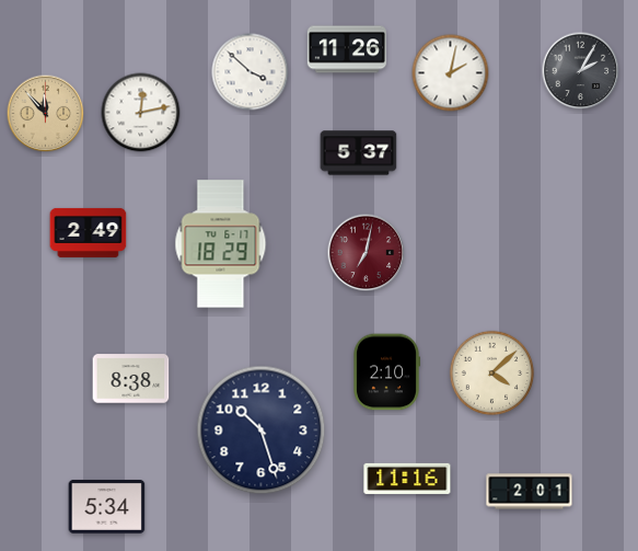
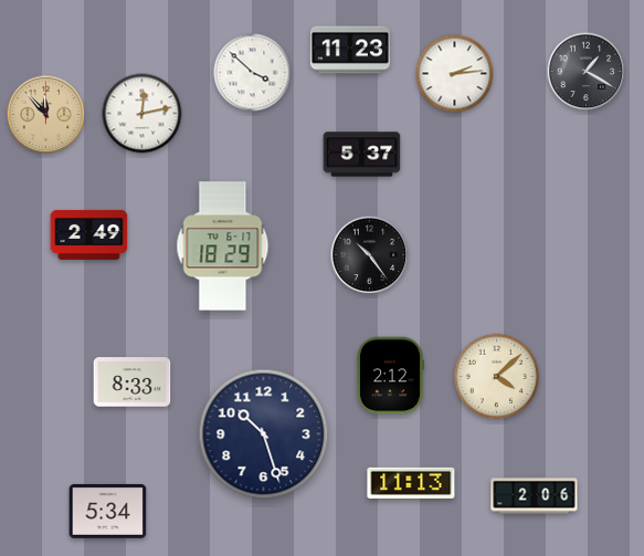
clock at (347, 49): 11:26 -> 11:23
clock at (581, 71): 2:05 -> 1:20
clock at (451, 73): 2:02 -> 2:14
clock at (367, 253): 7:02 -> 10:24
clock at (367, 253) dial: burgundy -> black
clock at (387, 372): 2:10 -> 2:12
clock at (131, 379): 8:38 -> 8:33
clock at (407, 479): 11:16 -> 11:13
clock at (530, 492): 2:01 -> 2:06
